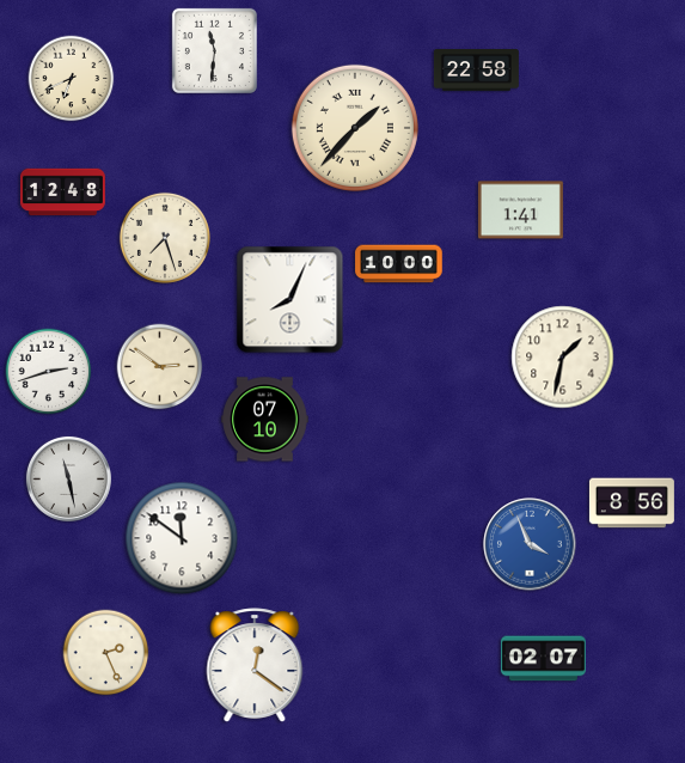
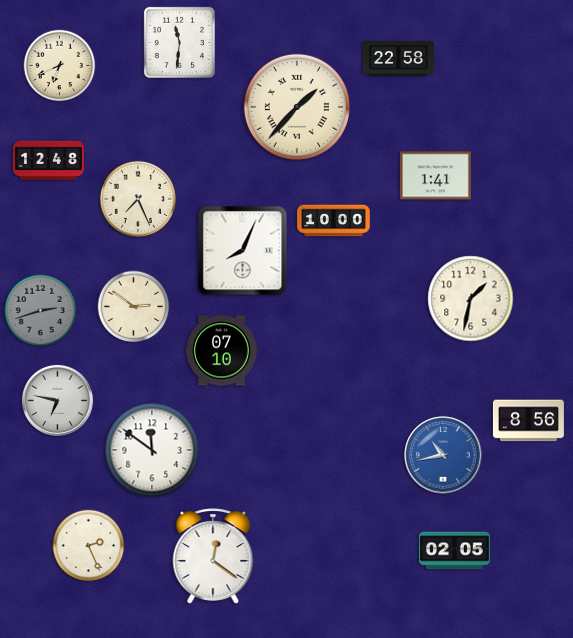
clock at (62, 193) position: (62, 193) -> (48, 161)
clock at (165, 238): 7:27 -> 7:26
clock at (49, 372) dial: white -> grey
clock at (68, 478): 11:28 -> 6:47
clock at (530, 544): 3:56 -> 10:43
clock at (543, 659): 02:07 -> 02:05
